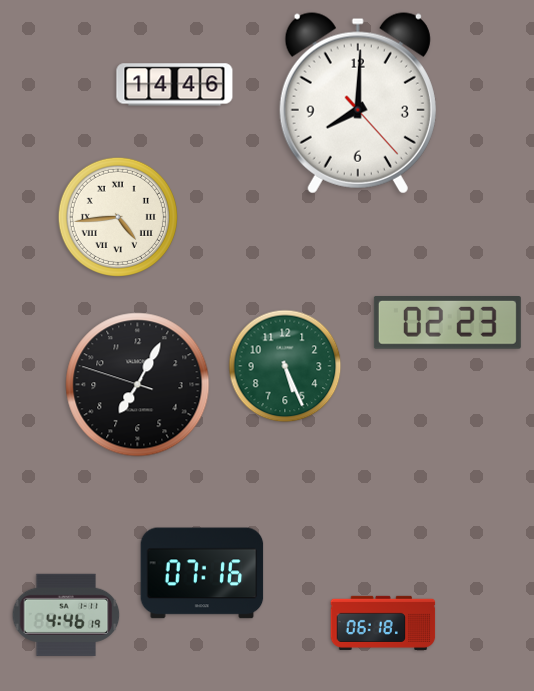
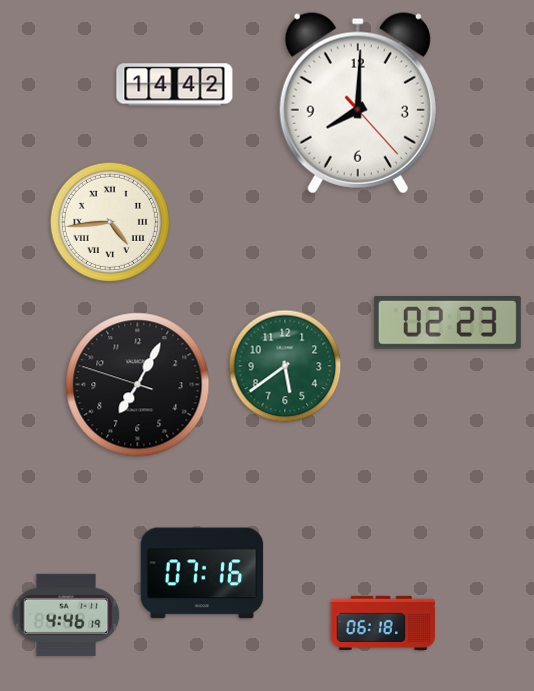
clock at (175, 85): 14:46 -> 14:42
clock at (118, 217) position: (118, 217) -> (110, 222)
clock at (285, 366): 5:26 -> 5:39
